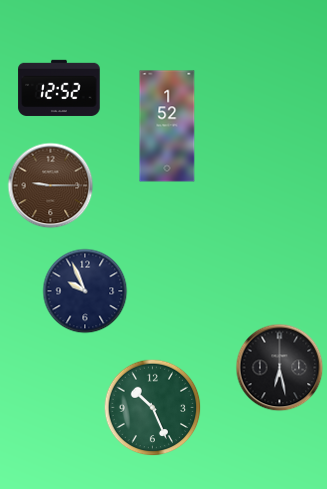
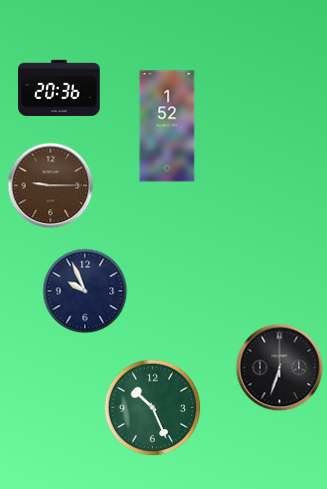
clock at (59, 88): 12:52 -> 20:36
clock at (280, 368): 6:28 -> 6:33
